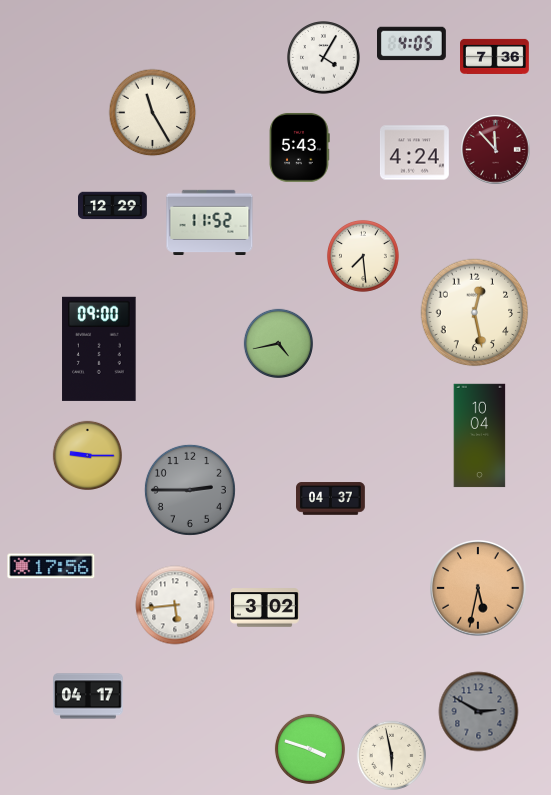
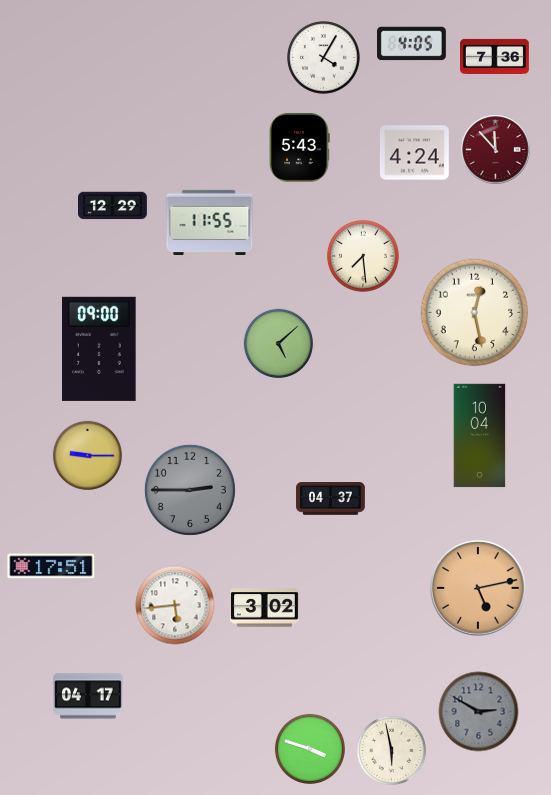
clock at (153, 113): 11:25 -> none
clock at (210, 222): 11:52 -> 11:55
clock at (278, 343): 4:43 -> 5:08
clock at (51, 566): 17:56 -> 17:51
clock at (478, 588): 5:32 -> 5:13
clock at (391, 755) position: (391, 755) -> (391, 750)
